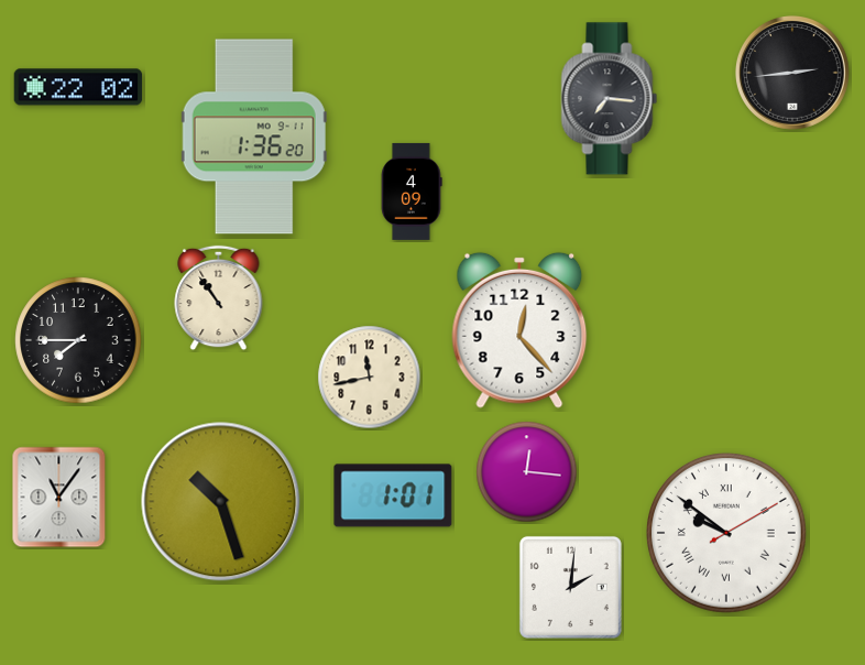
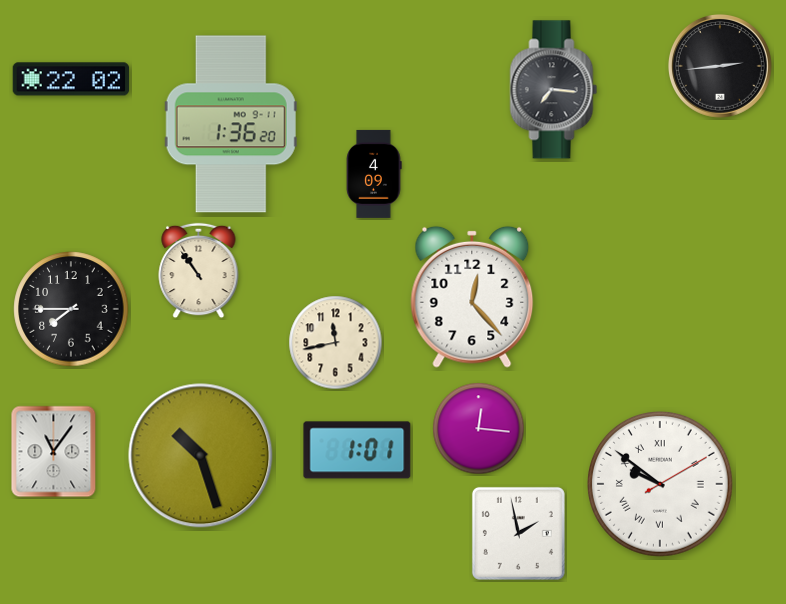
clock at (519, 330) position: (519, 330) -> (472, 297)
clock at (570, 587): 2:01 -> 1:58
